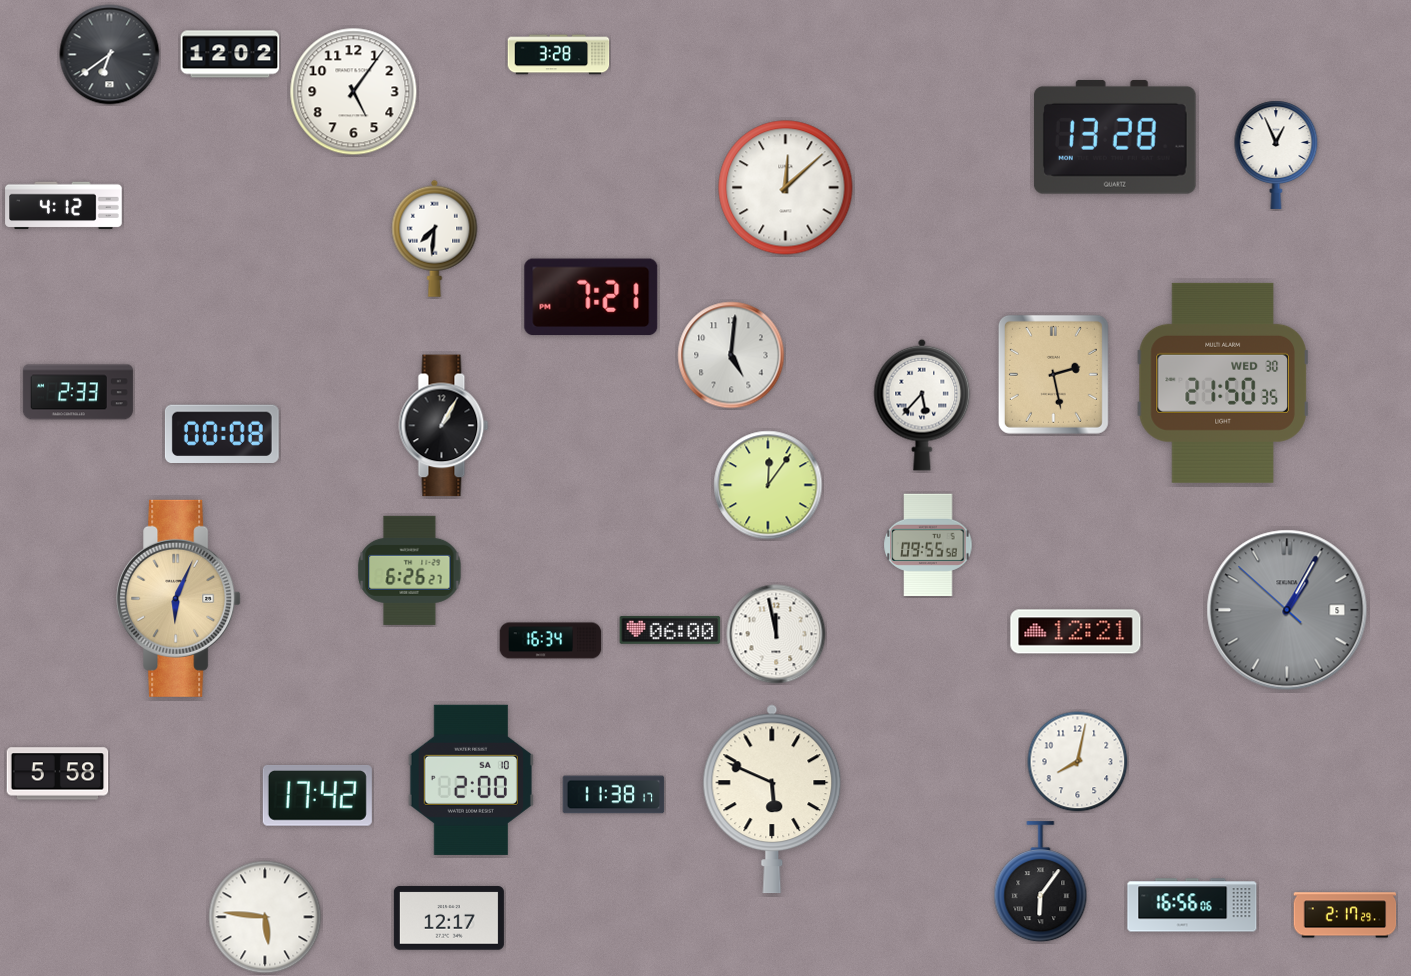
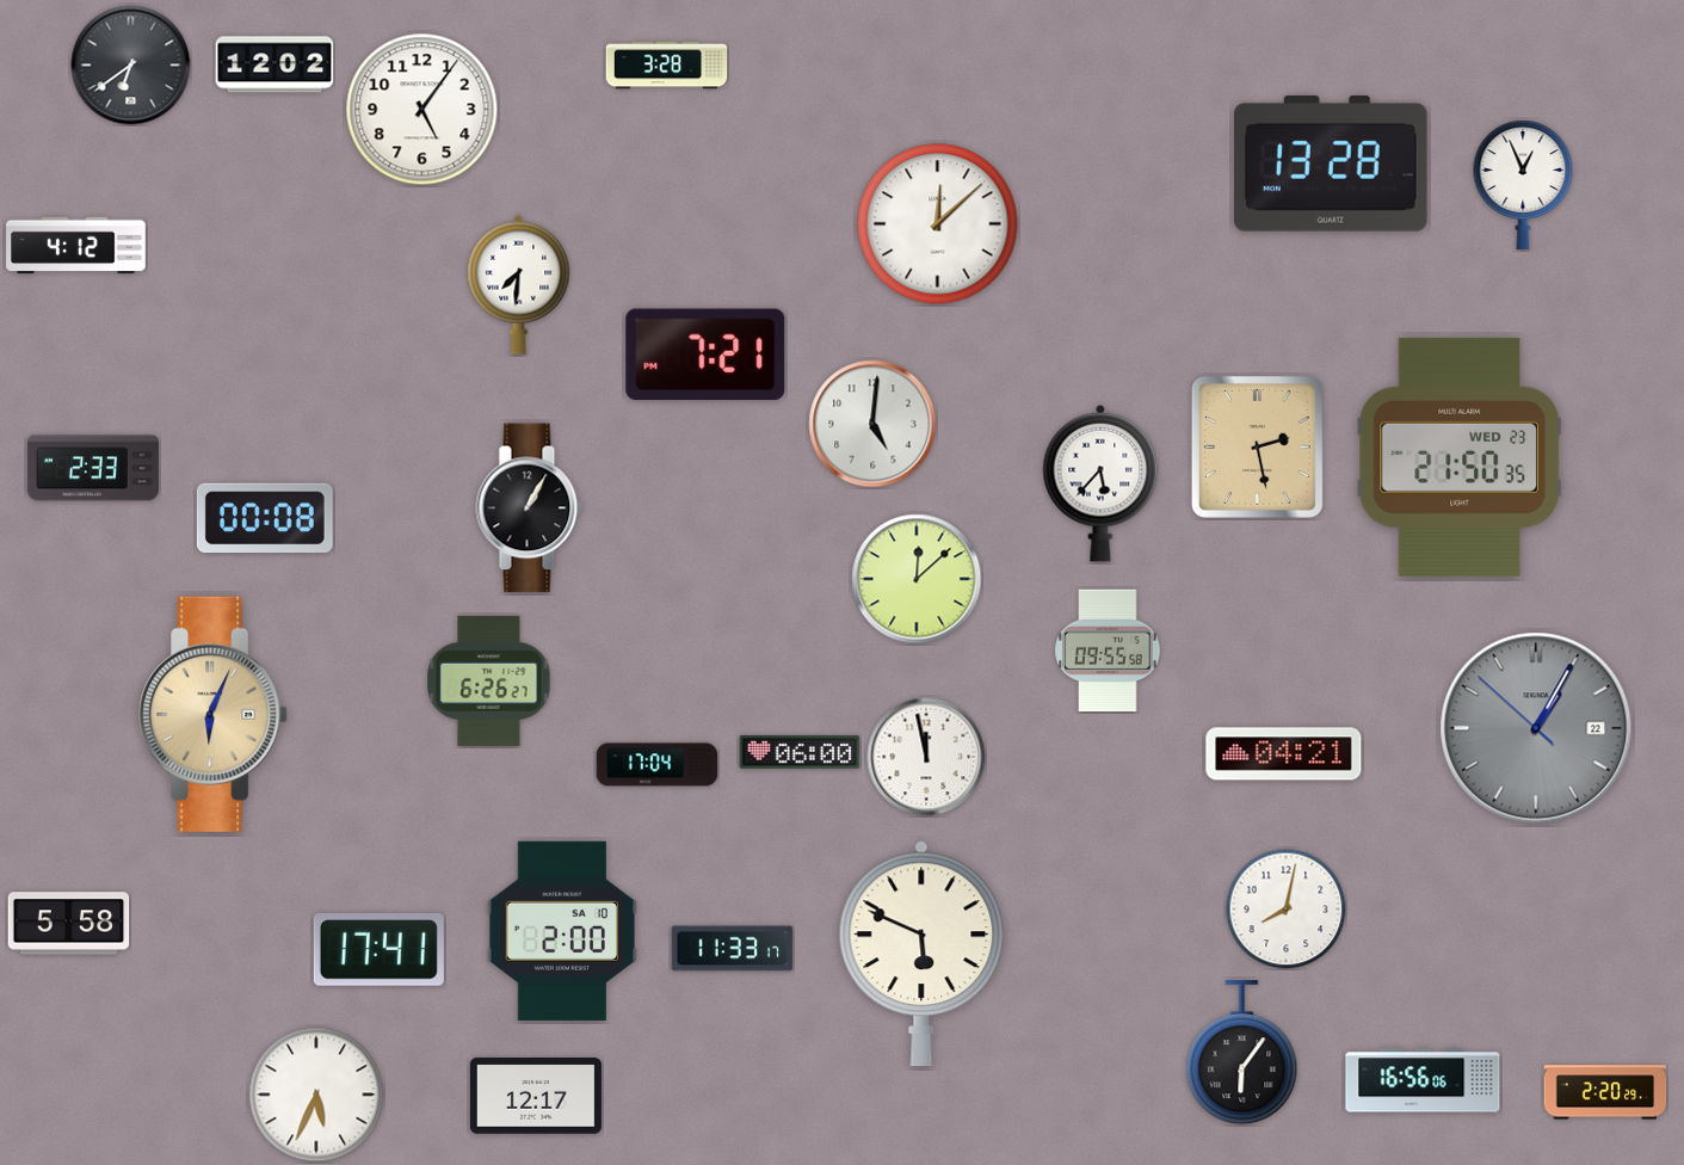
clock at (1223, 383) date: WED 30 -> WED 23
clock at (768, 485): 12:06 -> 12:08
clock at (1287, 610) date: 5 -> 22
clock at (1076, 632): 12:21 -> 04:21
clock at (551, 641): 16:34 -> 17:04
clock at (317, 795): 17:42 -> 17:41
clock at (614, 795): 11:38 -> 11:33
clock at (1345, 915): 2:17 -> 2:20
clock at (265, 917): 5:46 -> 5:34
